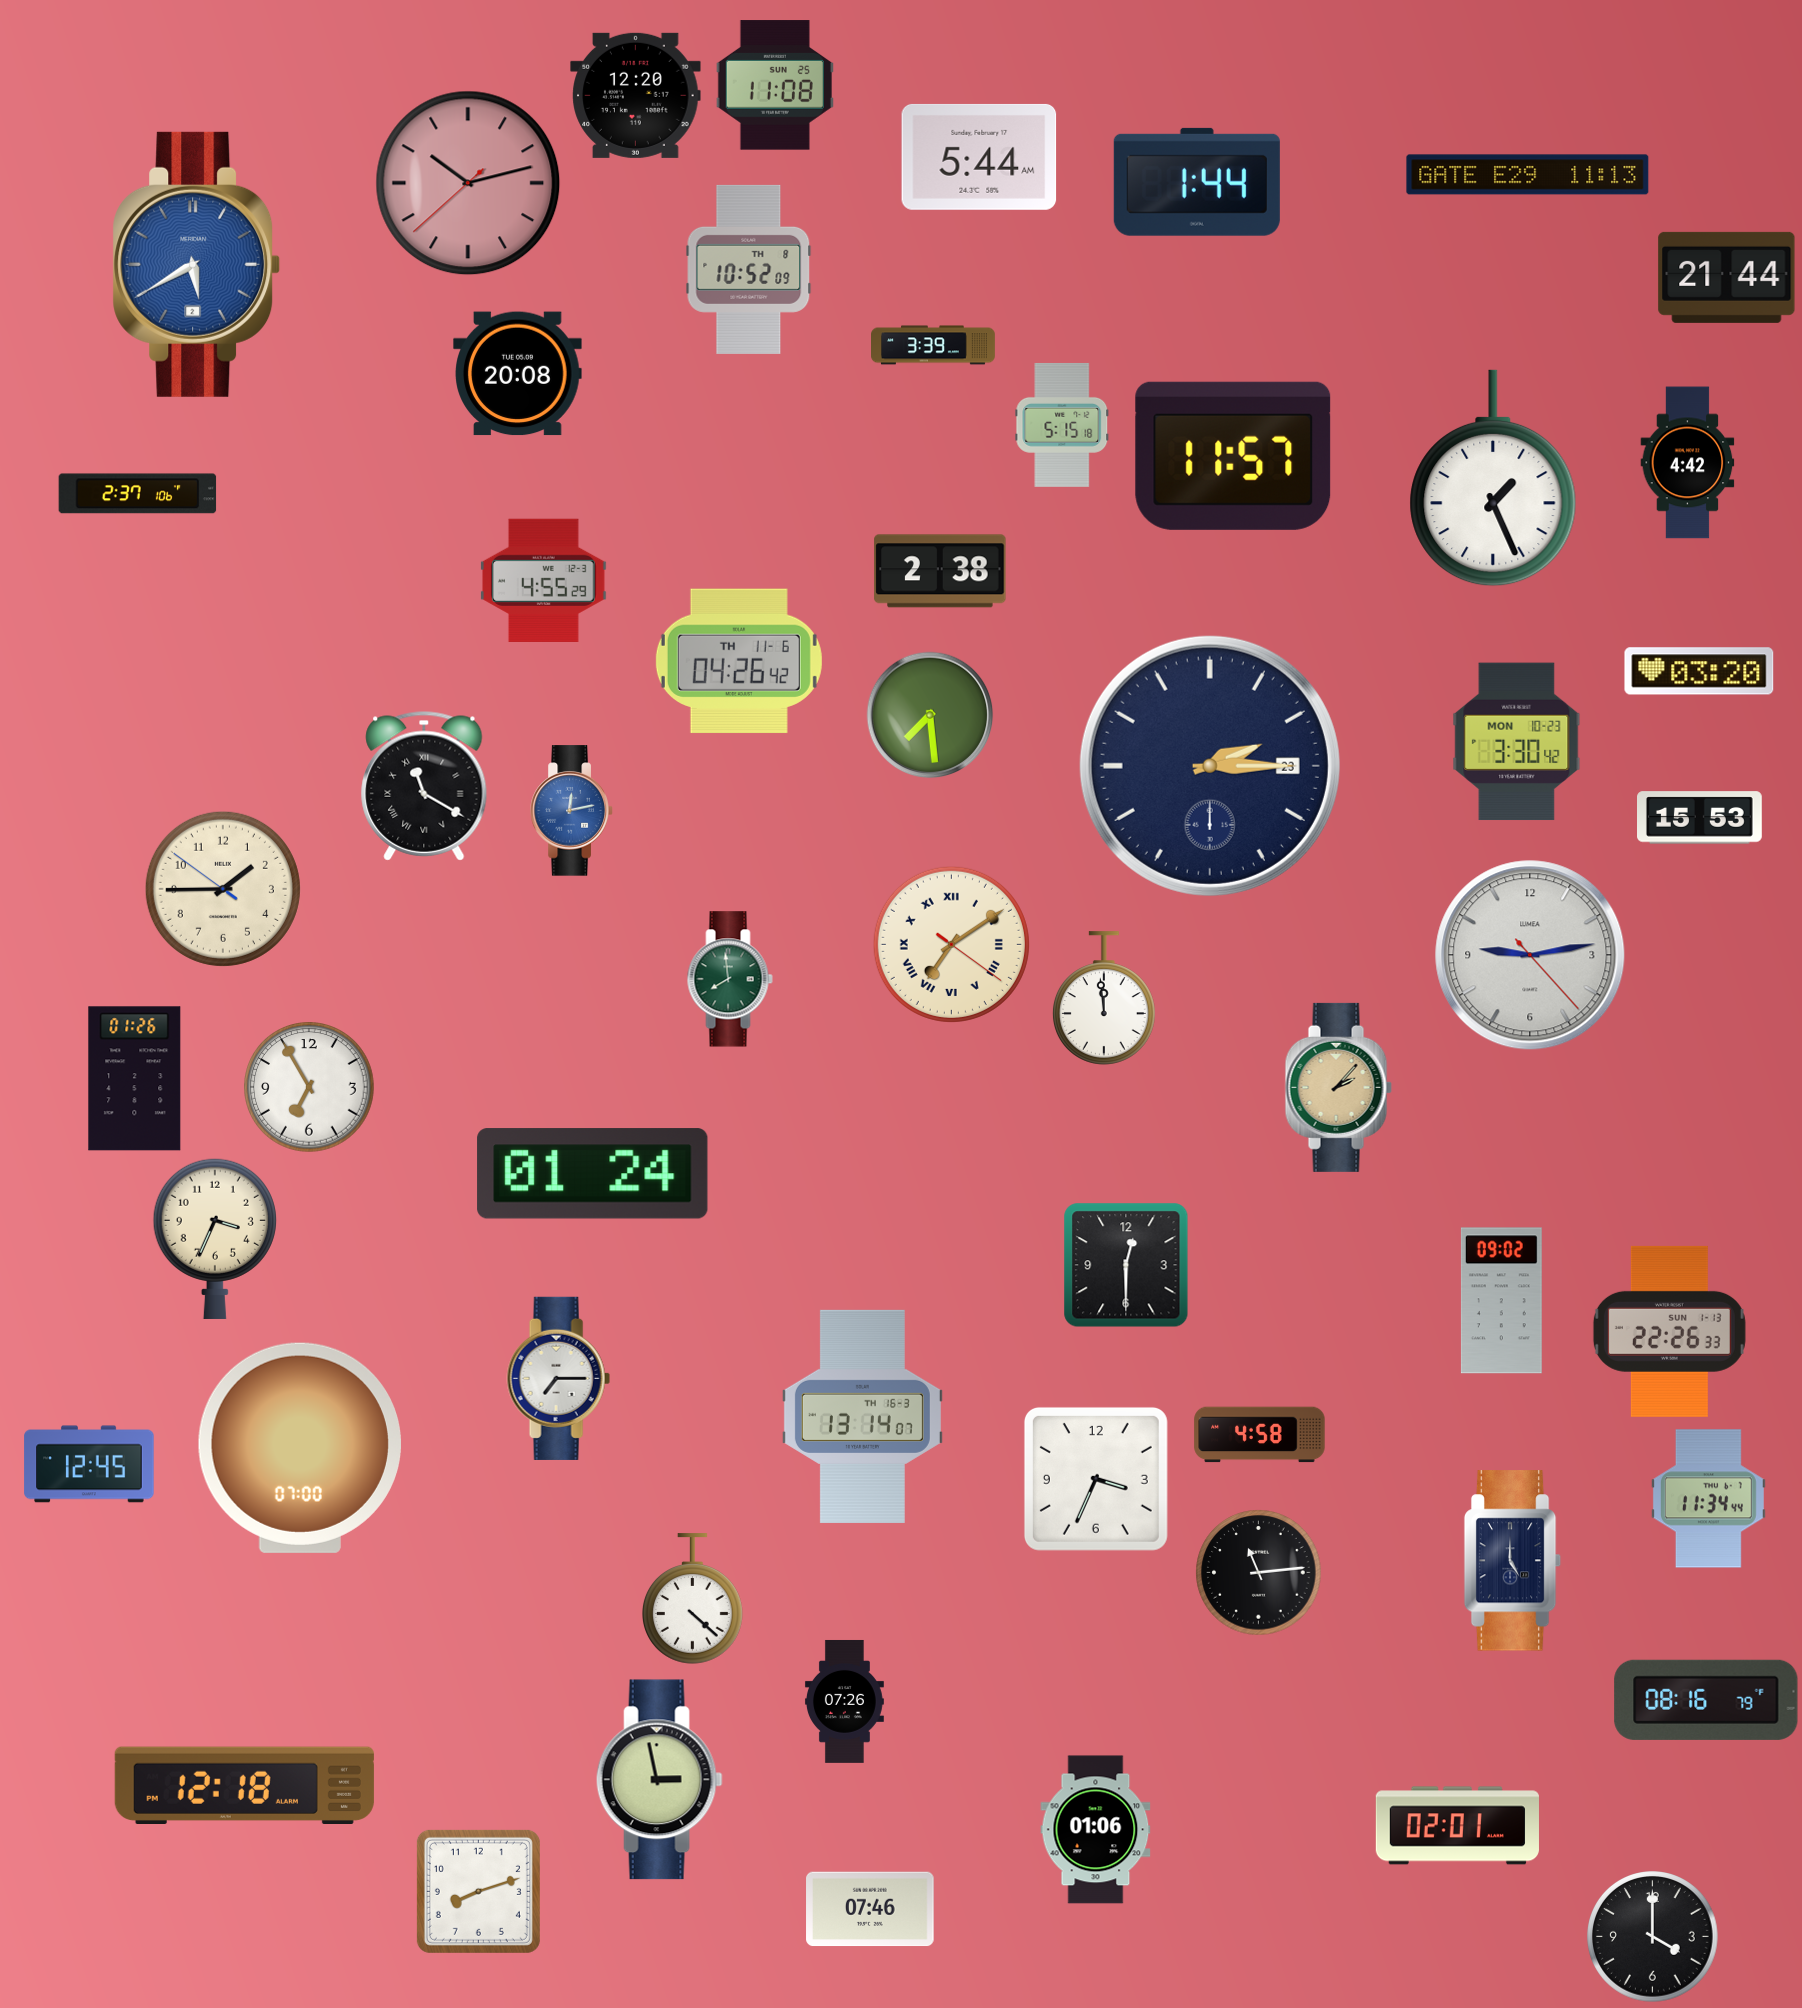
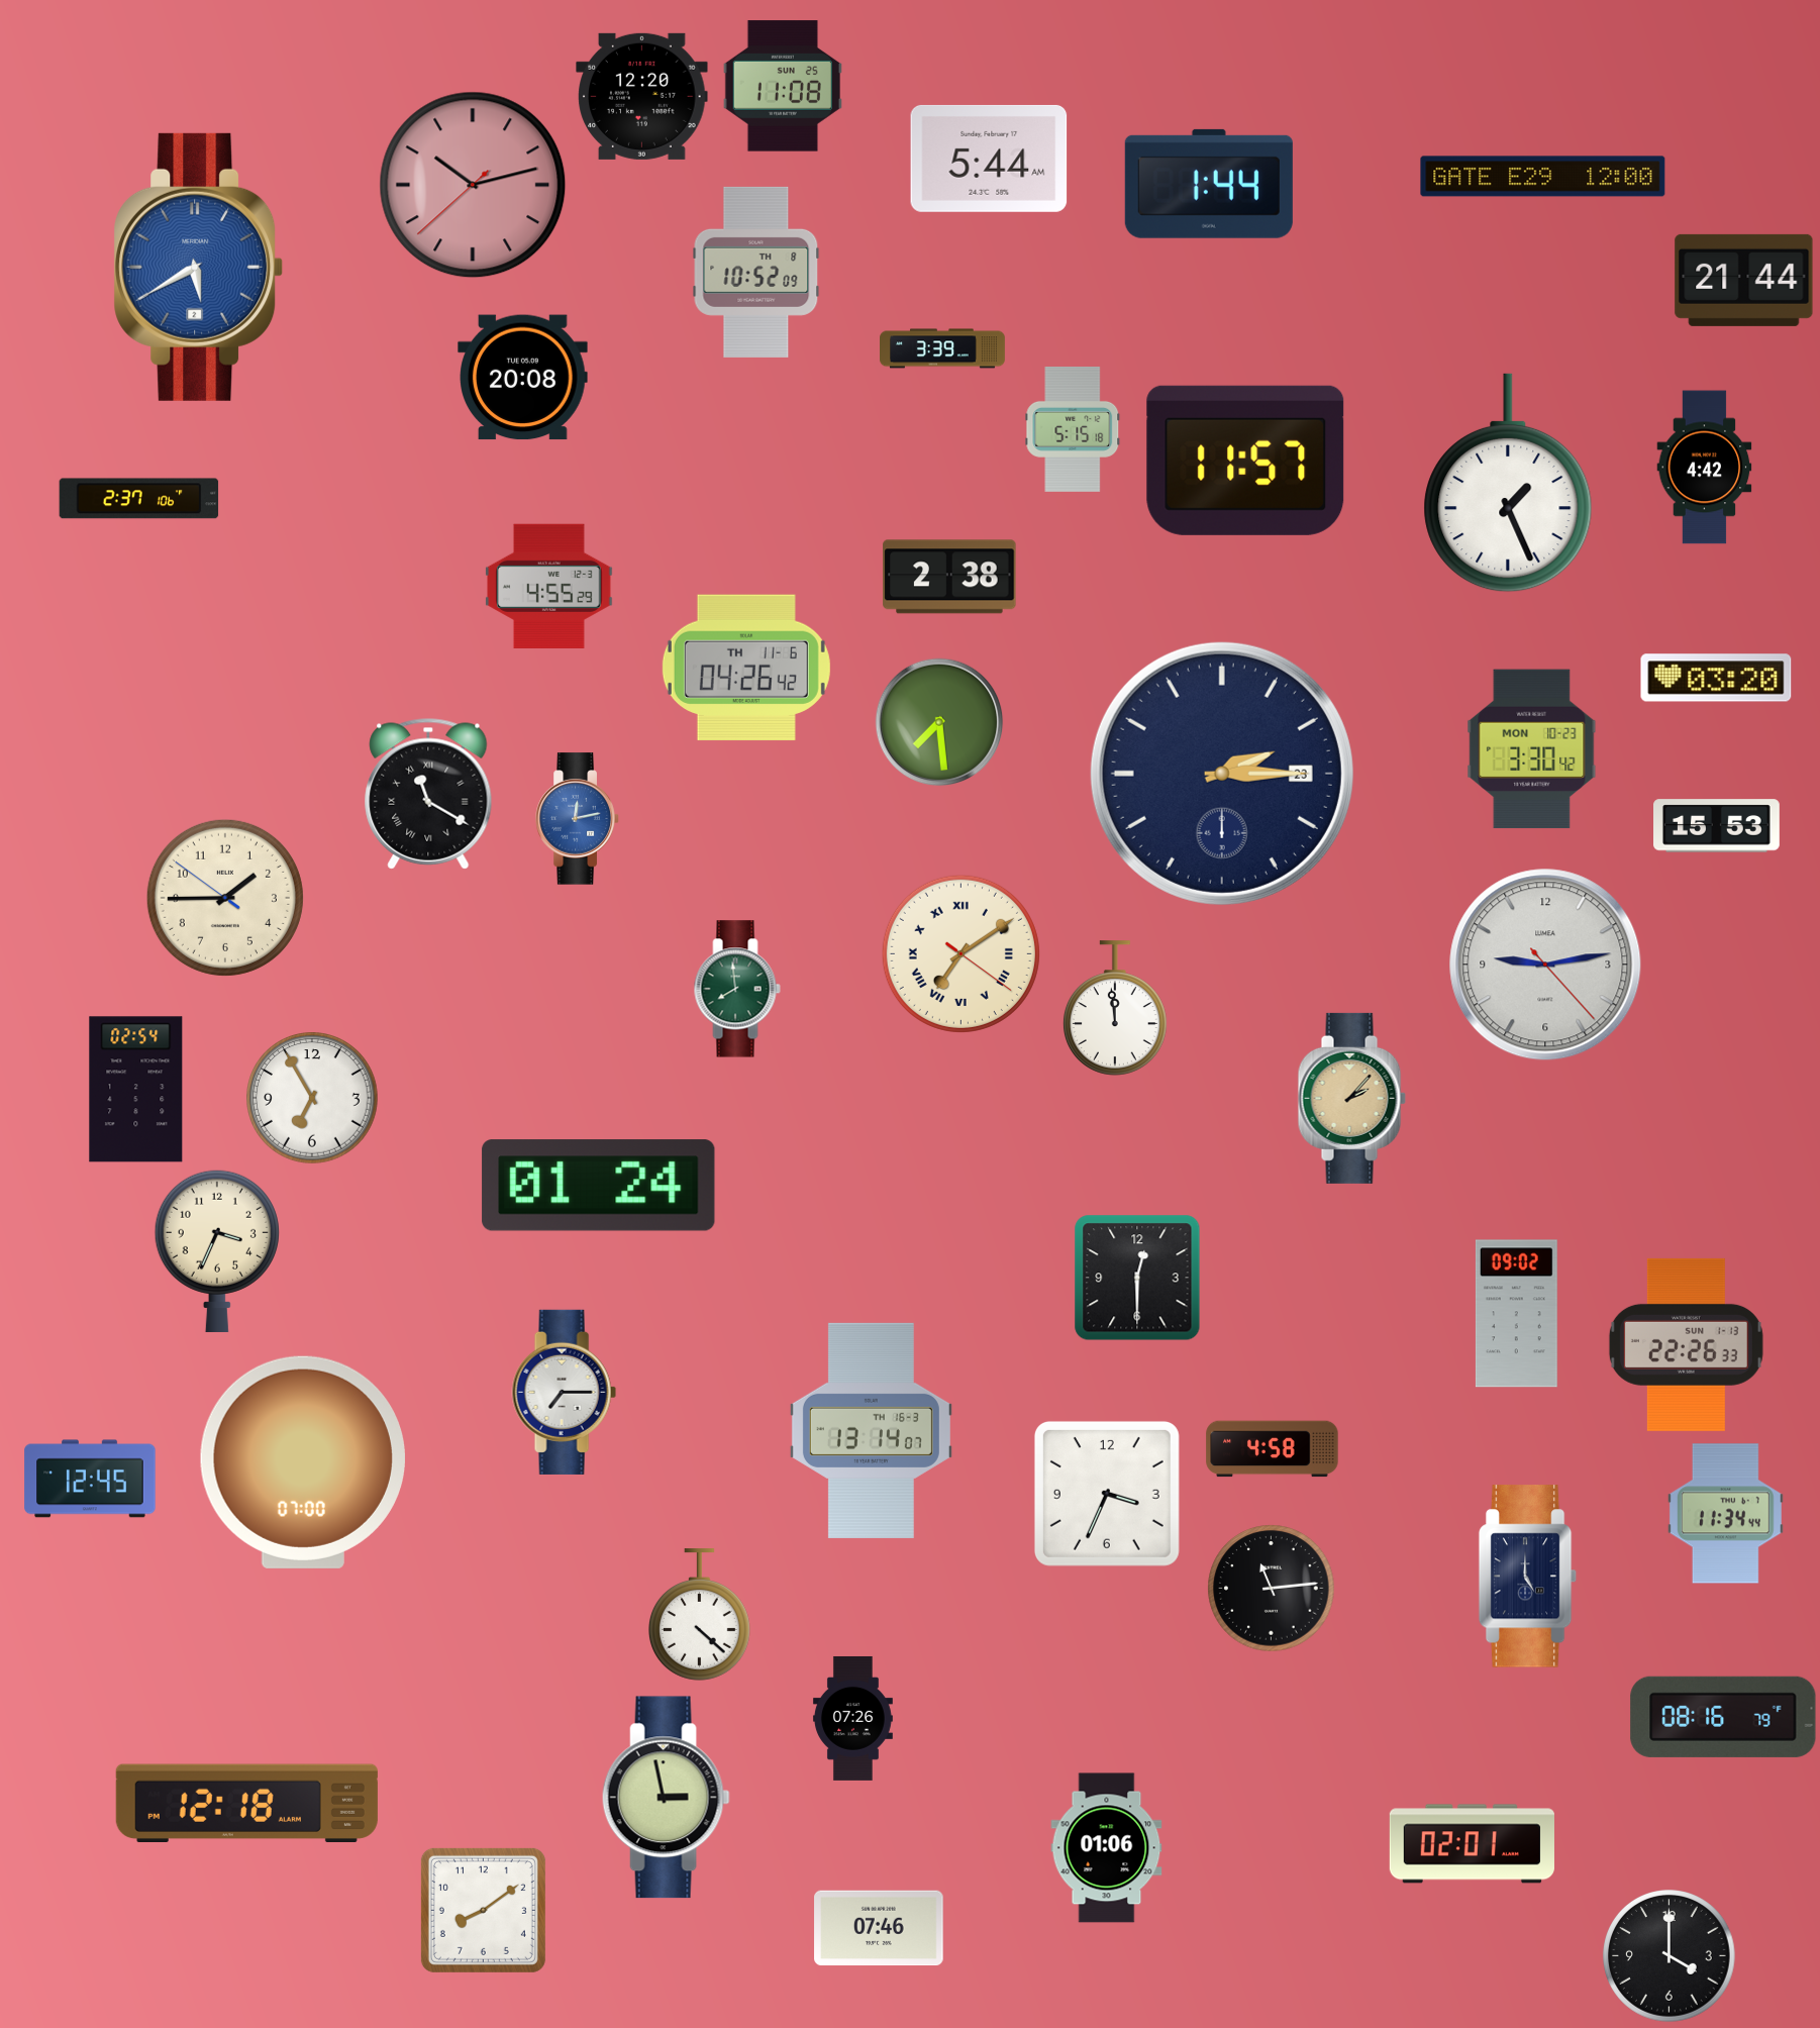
clock at (1528, 175): 11:13 -> 12:00
clock at (135, 1079): 01:26 -> 02:54
clock at (478, 1891): 8:12 -> 8:09
